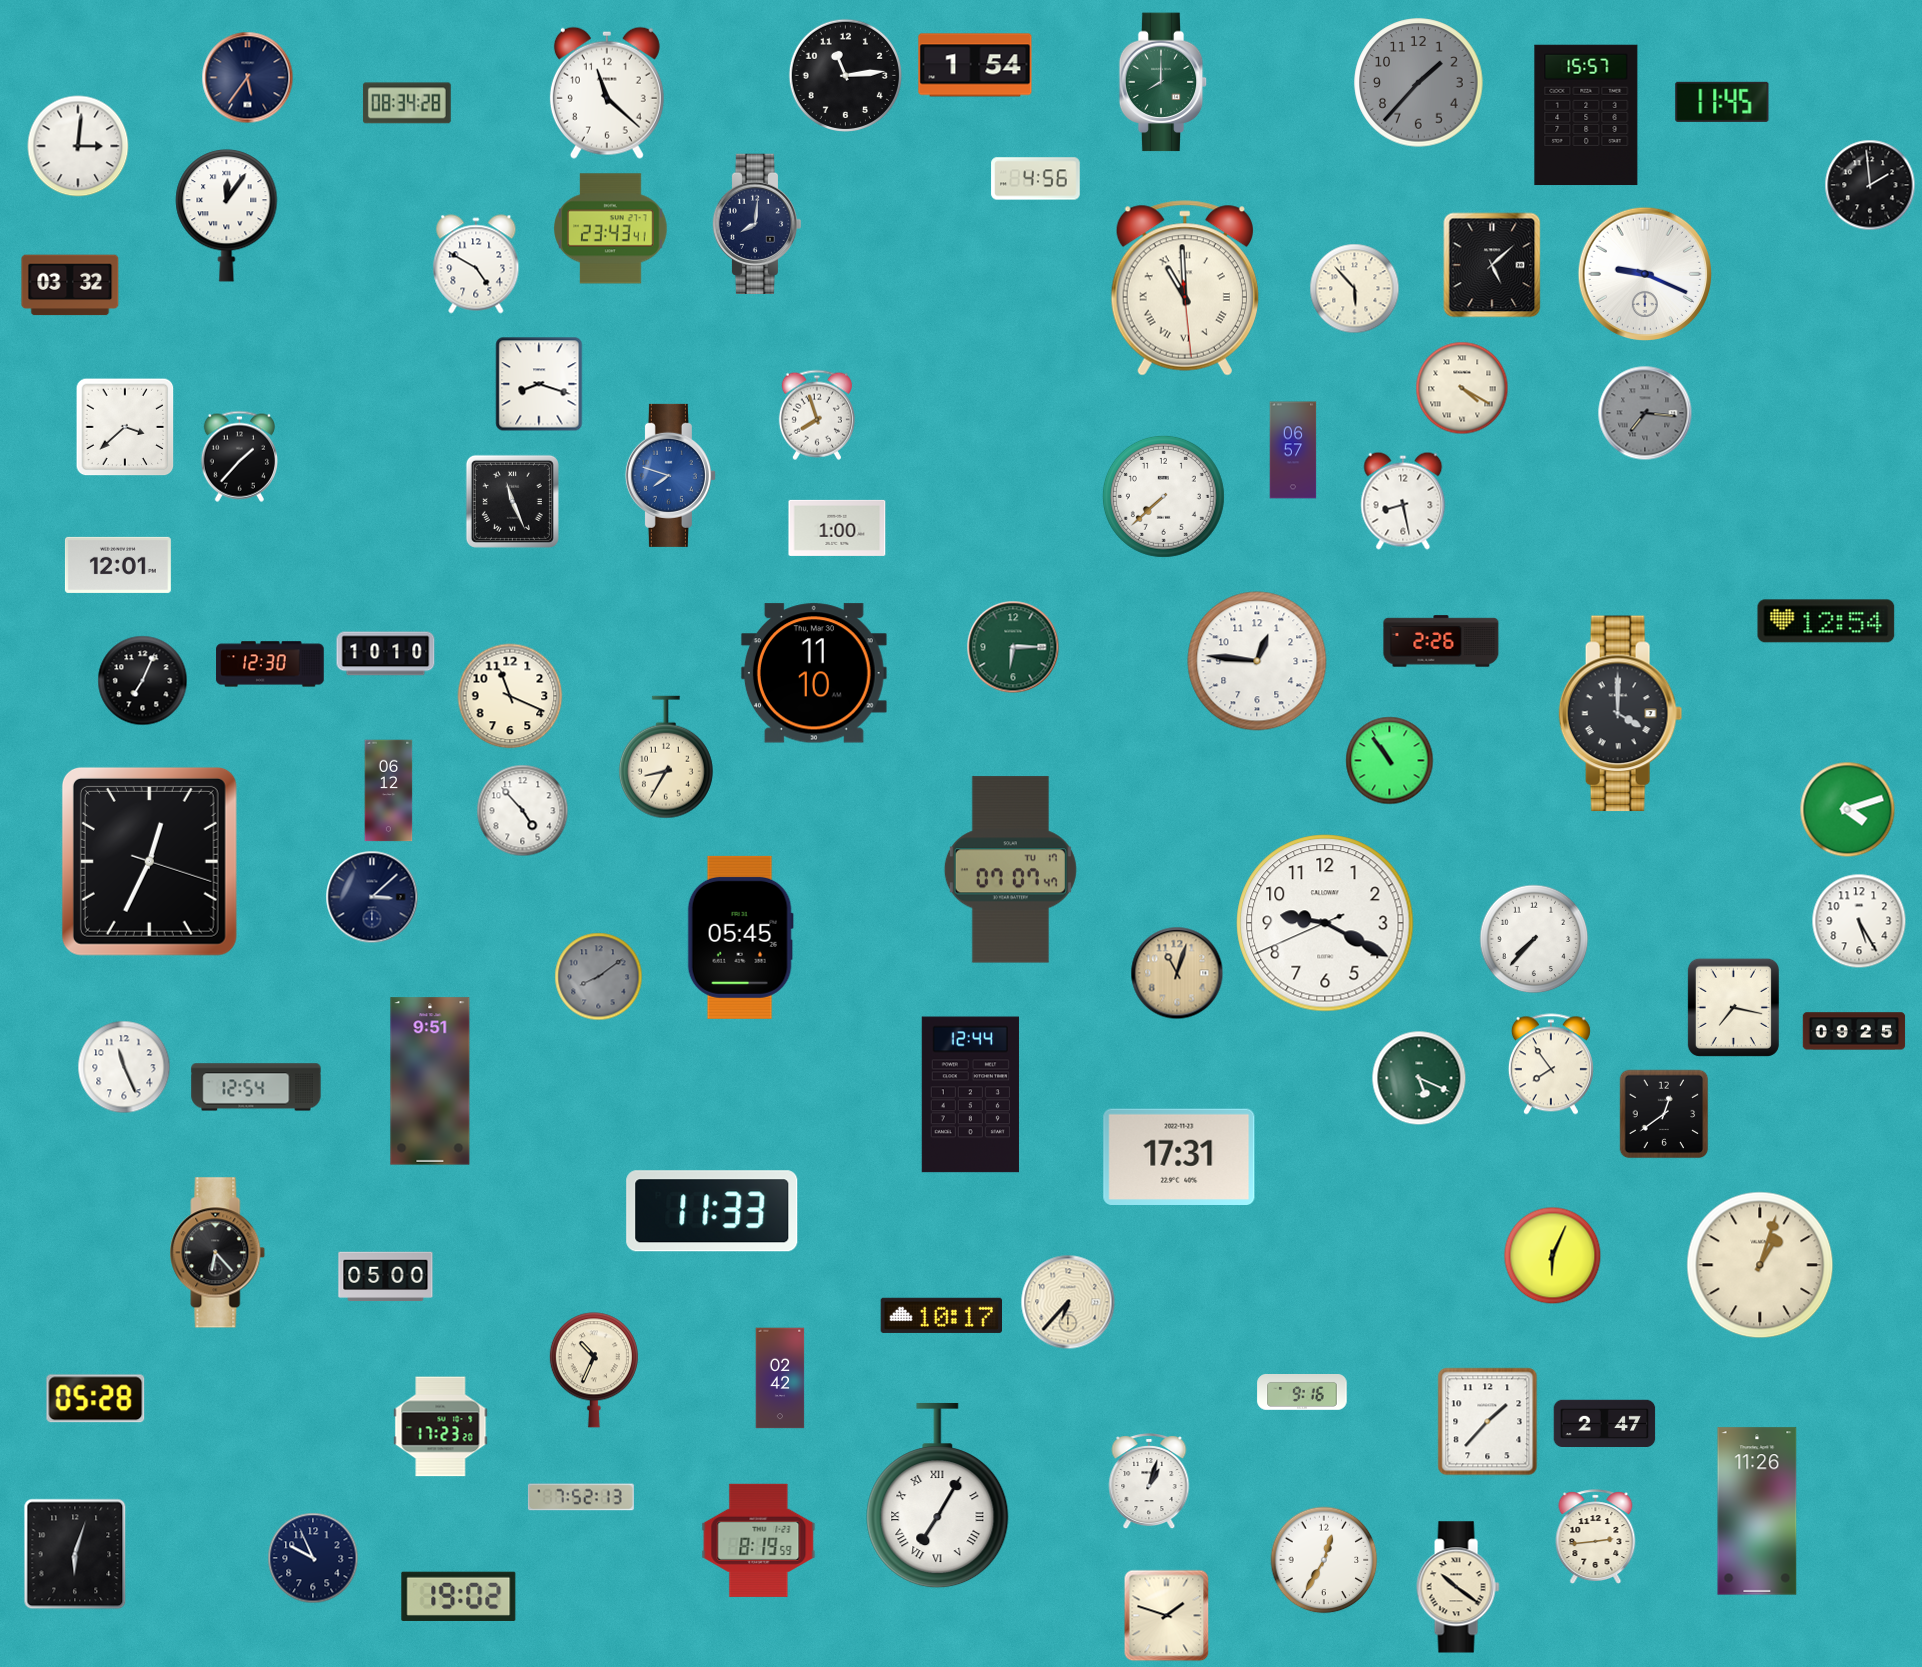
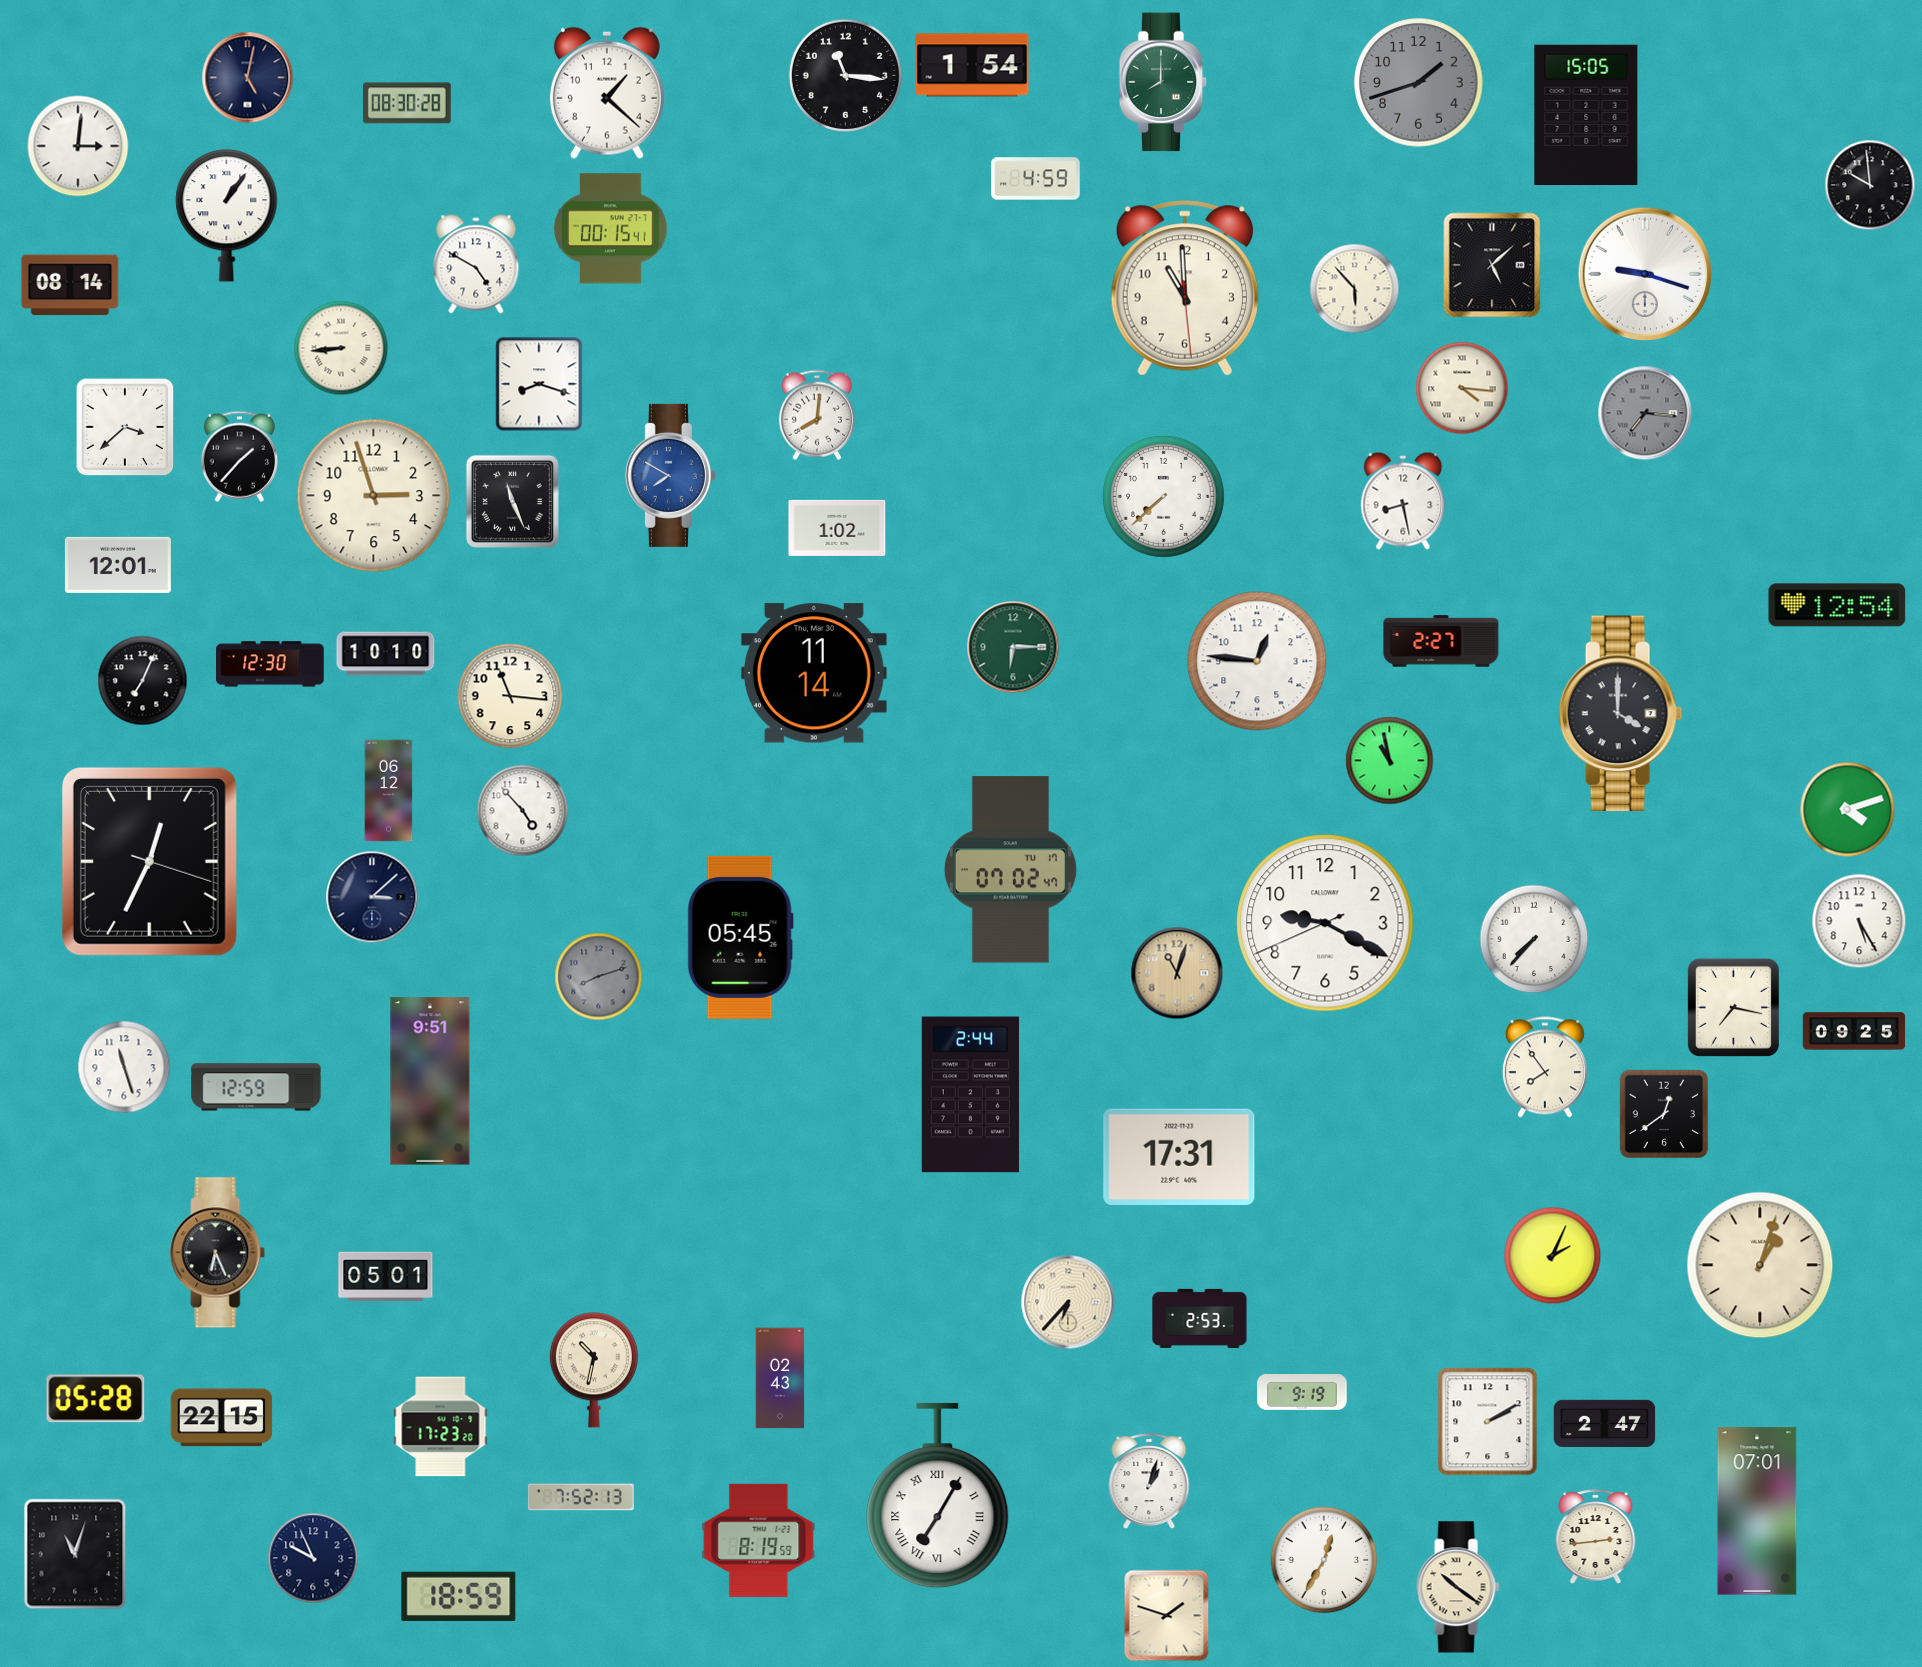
clock at (975, 65) position: (975, 65) -> (972, 65)
clock at (845, 75): 11:14 -> 11:16
clock at (248, 78): 5:36 -> 5:02
clock at (1419, 83): 1:37 -> 1:42
clock at (607, 93): 11:22 -> 1:22
clock at (1722, 102): 11:45 -> none
clock at (407, 103): 08:34 -> 08:30
clock at (1586, 115): 15:57 -> 15:05
clock at (1036, 179): 4:56 -> 4:59
clock at (1870, 185): 1:59 -> 9:59
clock at (227, 216): 12:06 -> 1:06
clock at (757, 223): 8:01 -> none
clock at (611, 229): 23:43 -> 00:15
clock at (1645, 274): 9:19 -> 9:18
clock at (70, 285): 03:32 -> 08:14
clock at (1185, 288) numerals: Roman -> Arabic
clock at (341, 348): none -> 8:44
clock at (1462, 388): 4:20 -> 4:16
clock at (817, 415): 7:57 -> 8:01
clock at (1293, 450): 06:57 -> none
clock at (670, 475): 7:48 -> 7:50
clock at (374, 496): none -> 2:57
clock at (837, 528): 1:00 -> 1:02
clock at (1826, 621) position: (1826, 621) -> (1837, 605)
clock at (1441, 641): 2:26 -> 2:27
clock at (814, 673): 11:10 -> 11:14
clock at (510, 696): 11:19 -> 11:16
clock at (666, 757): 8:35 -> none
clock at (1390, 761): 10:54 -> 10:58
clock at (1010, 870): 07:07 -> 07:02
clock at (599, 977): 8:09 -> 8:12
clock at (1551, 1064) position: (1551, 1064) -> (1545, 1067)
clock at (124, 1067): 11:26 -> 11:27
clock at (1419, 1078): 5:19 -> none
clock at (256, 1087): 12:54 -> 12:59
clock at (970, 1095): 12:44 -> 2:44
clock at (712, 1211): 11:33 -> none
clock at (218, 1253): 6:23 -> 6:26
clock at (1553, 1256): 6:04 -> 2:04
clock at (386, 1277): 05:00 -> 05:01
clock at (941, 1315): 10:17 -> none
clock at (1200, 1318): none -> 2:53
clock at (594, 1370): 10:34 -> 10:32
clock at (780, 1378): 02:42 -> 02:43
clock at (1302, 1393): 9:16 -> 9:19
clock at (222, 1418): none -> 22:15
clock at (1488, 1422): 1:37 -> 2:10
clock at (1757, 1511): 11:26 -> 07:01
clock at (75, 1554): 6:03 -> 11:03
clock at (459, 1596): 19:02 -> 18:59
